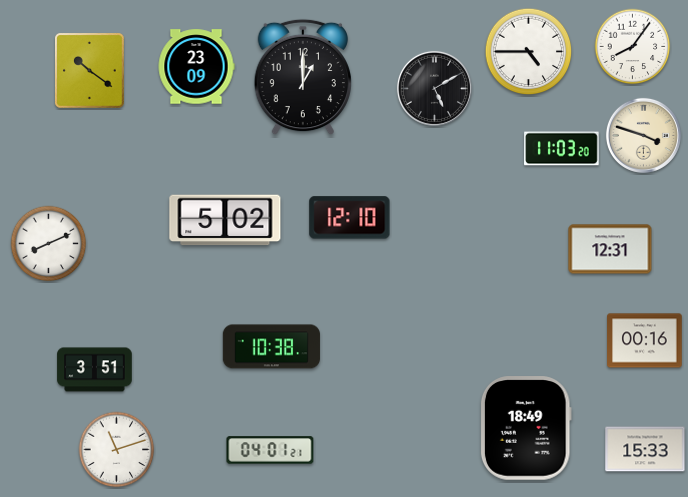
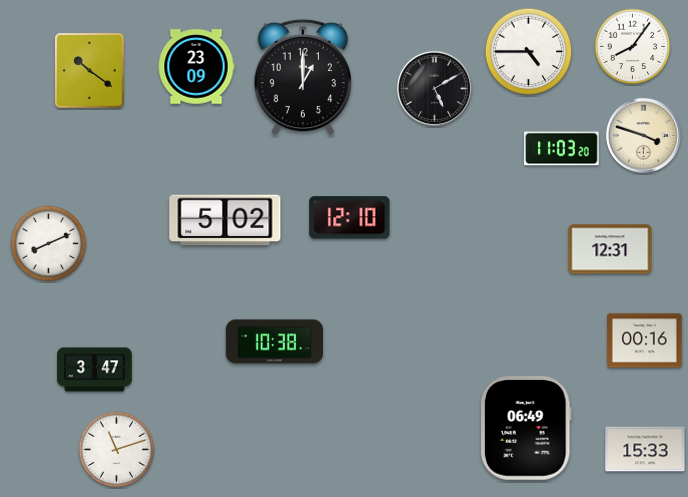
clock at (271, 347) position: (271, 347) -> (274, 342)
clock at (95, 370): 3:51 -> 3:47
clock at (526, 428): 18:49 -> 06:49
clock at (270, 450): 04:01 -> none
